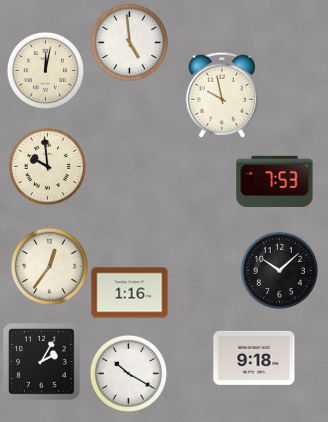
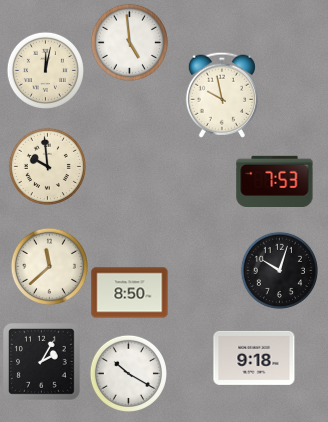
clock at (49, 266): 12:36 -> 11:38
clock at (279, 270): 10:08 -> 10:03
clock at (130, 293): 1:16 -> 8:50
